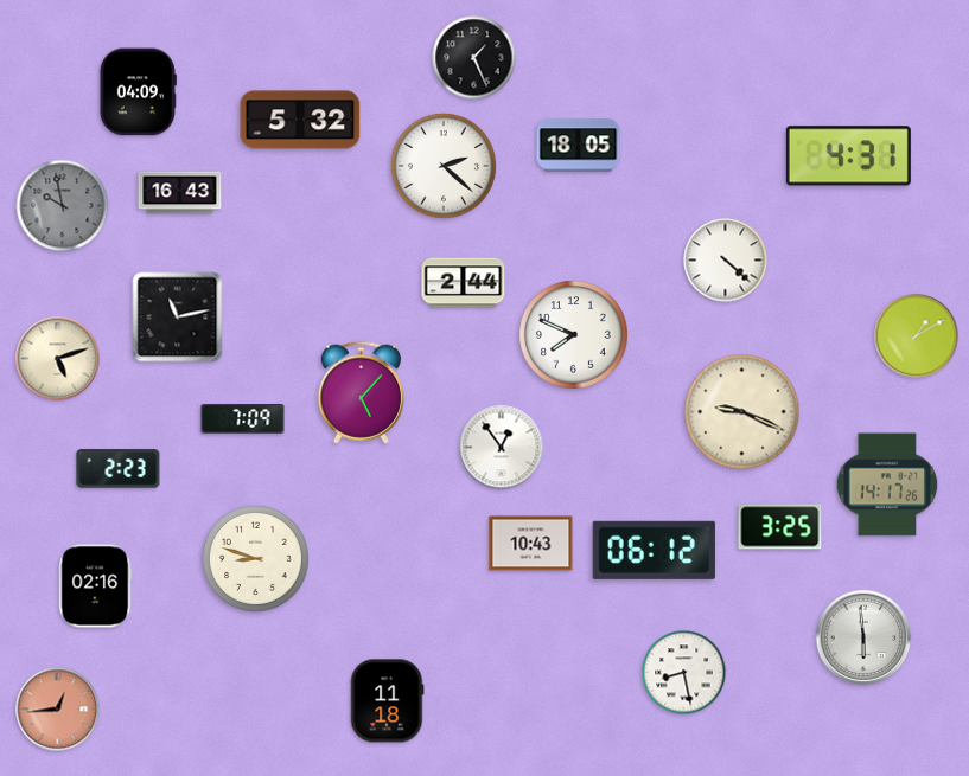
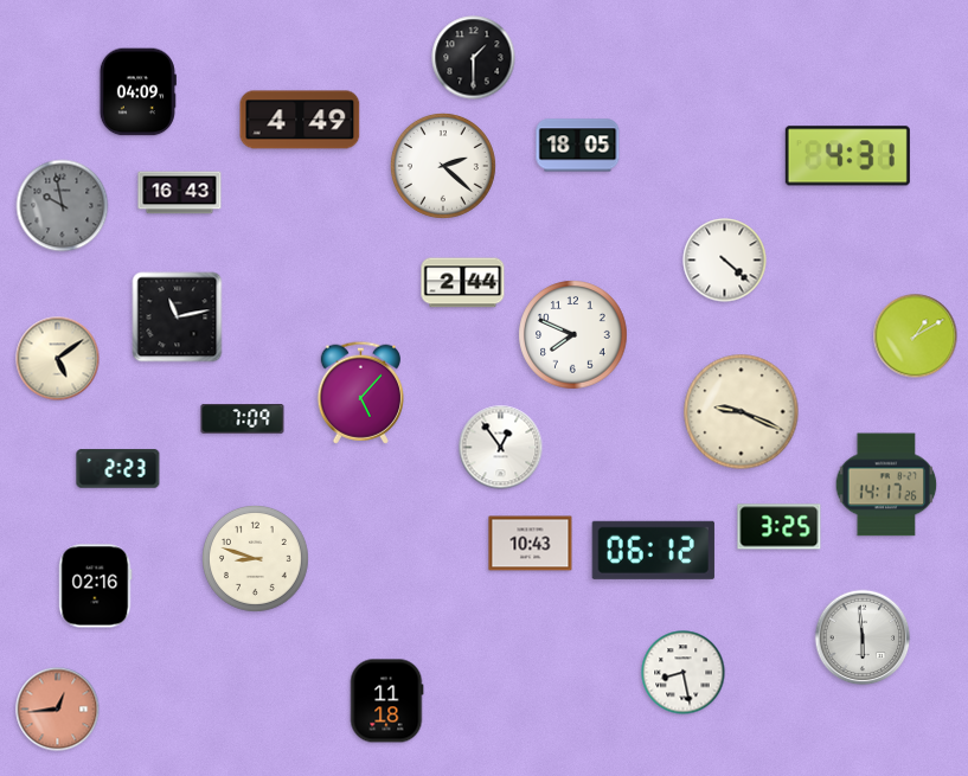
clock at (474, 58): 1:26 -> 1:30
clock at (300, 120): 5:32 -> 4:49
clock at (58, 359): 5:12 -> 5:09
